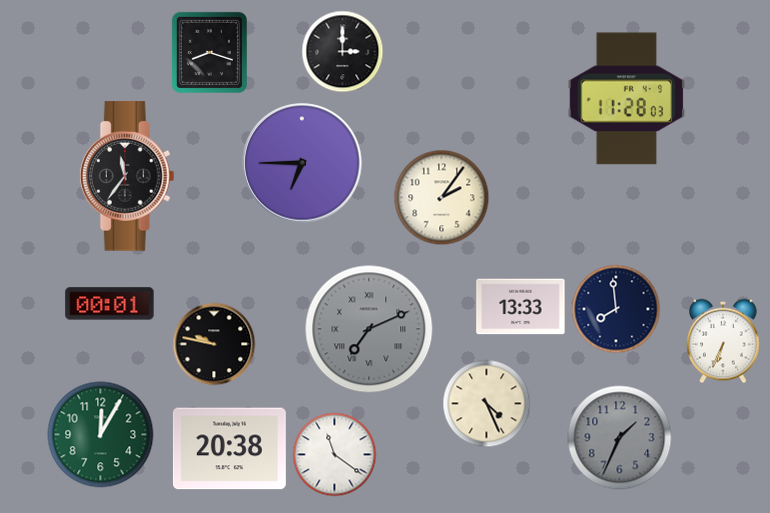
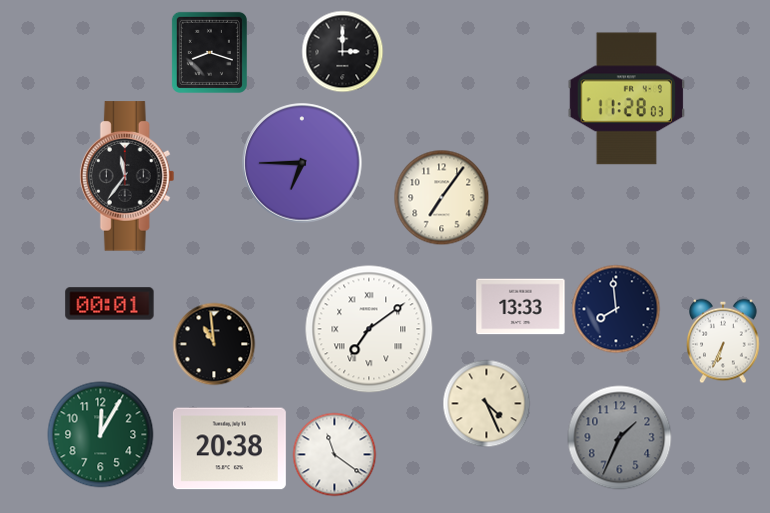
clock at (442, 198): 2:06 -> 7:06
clock at (369, 329): 7:11 -> 7:09
clock at (369, 329) dial: grey -> white
clock at (214, 344): 9:47 -> 10:59
